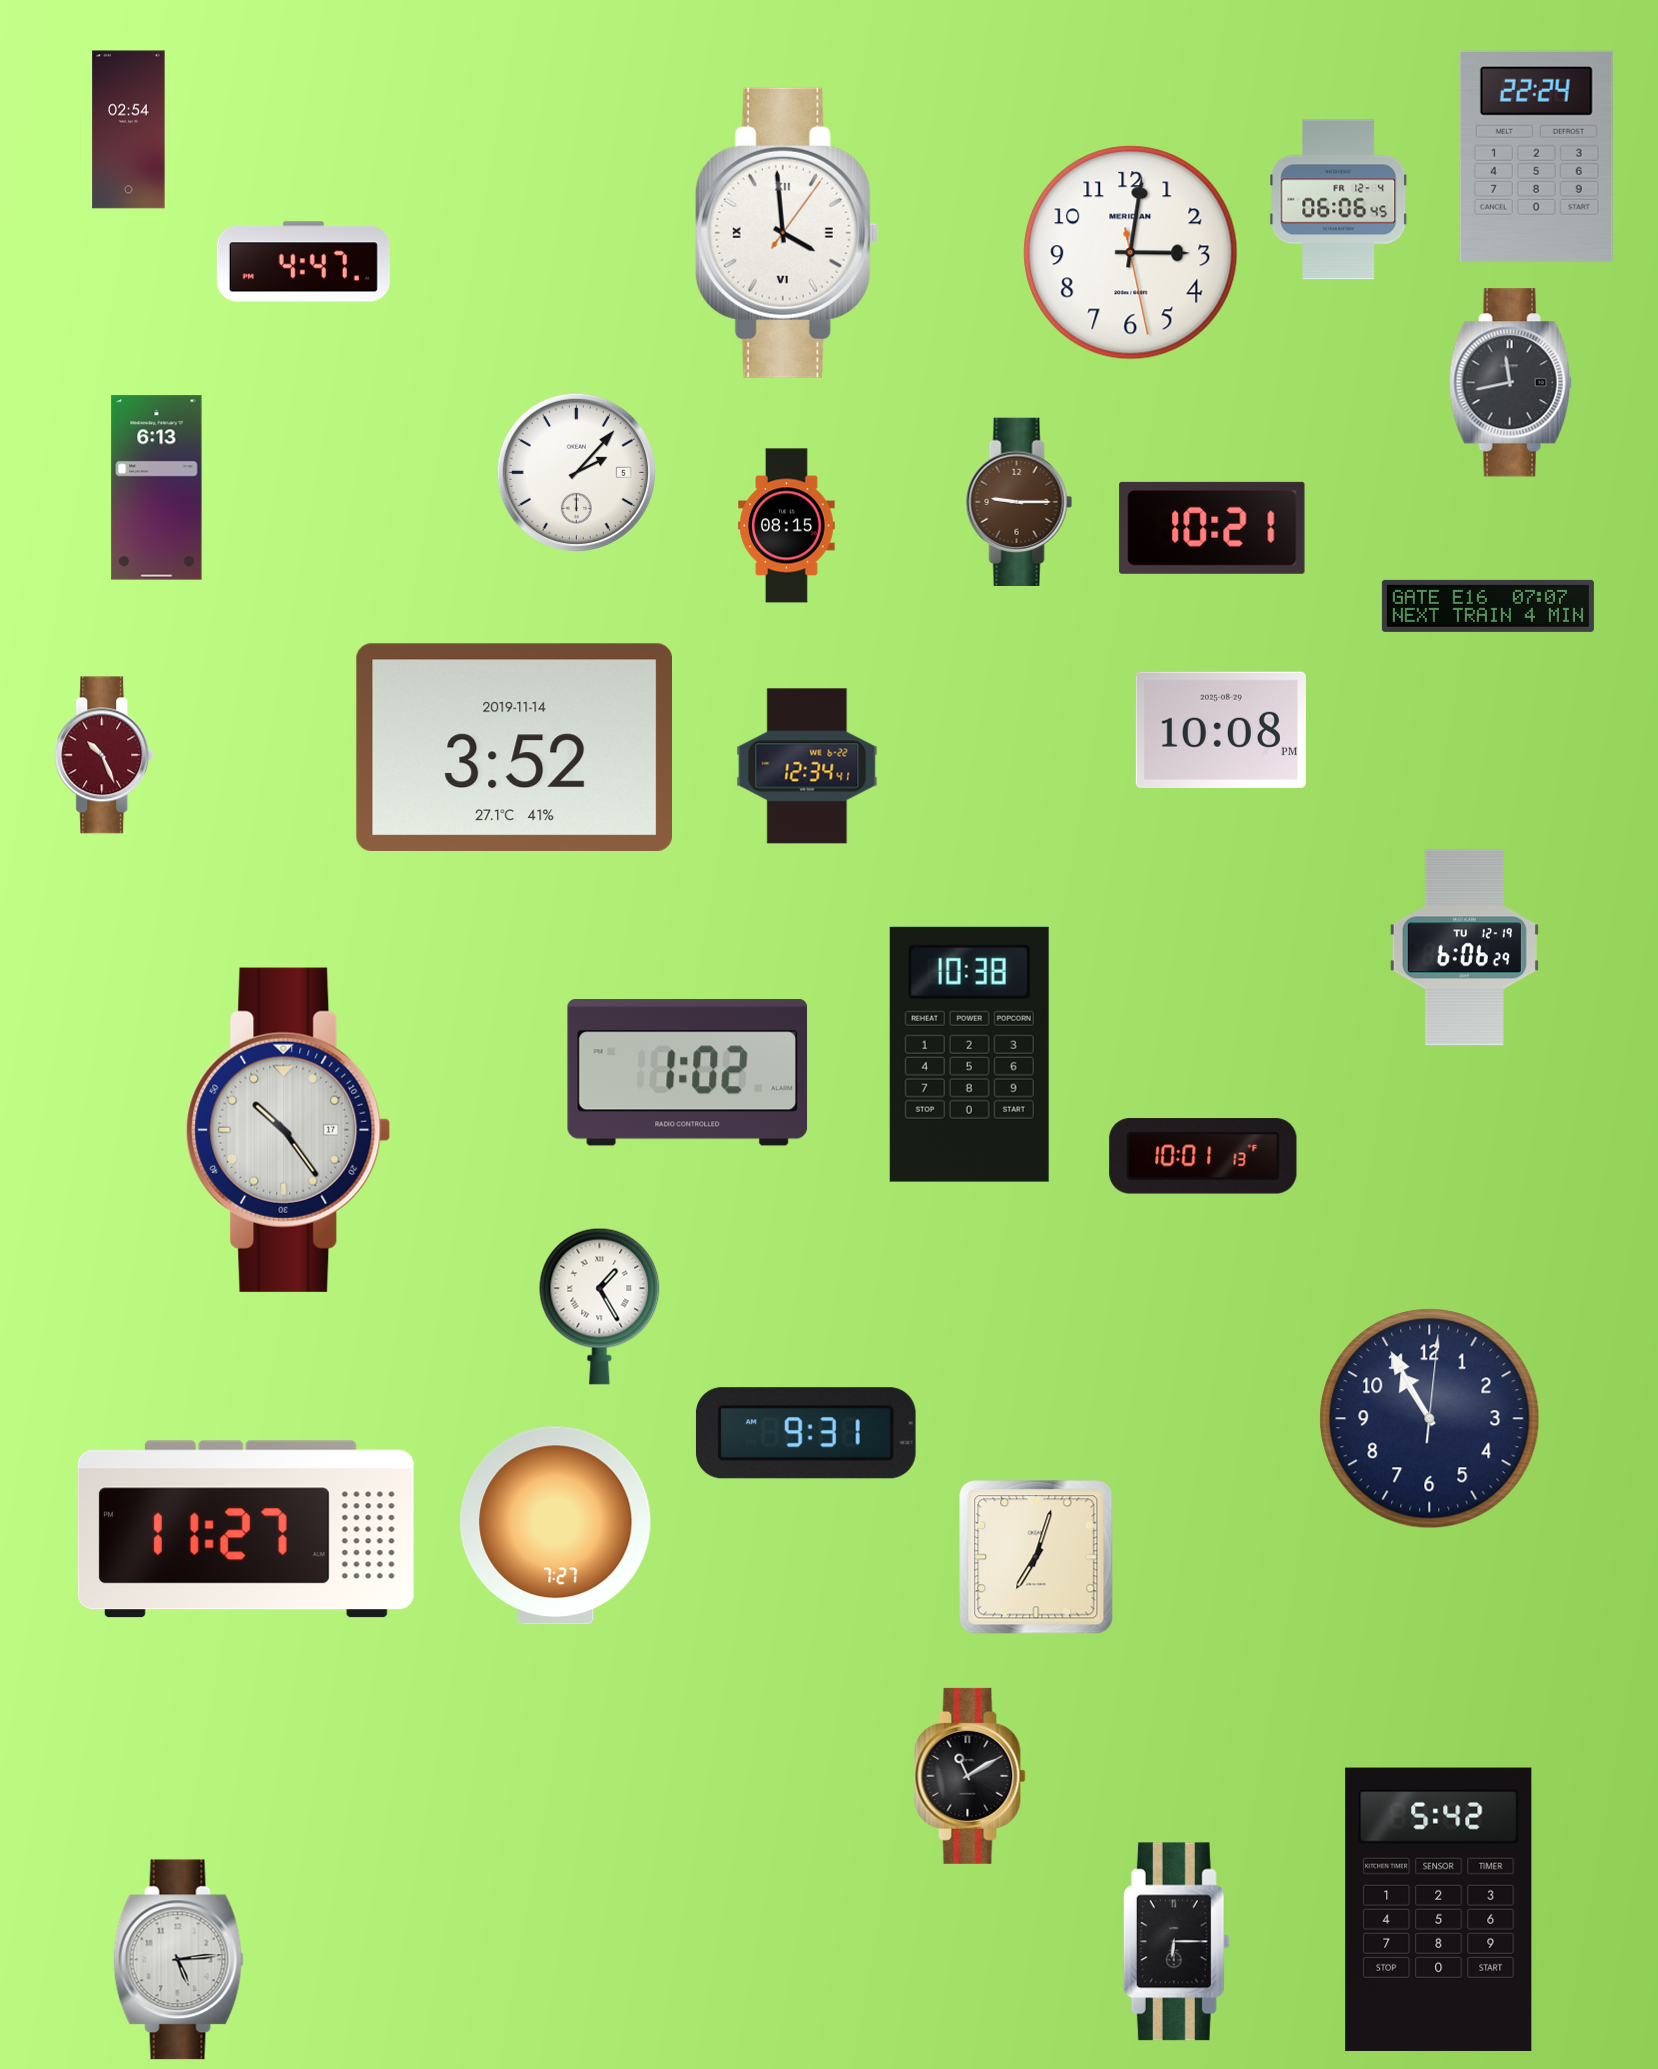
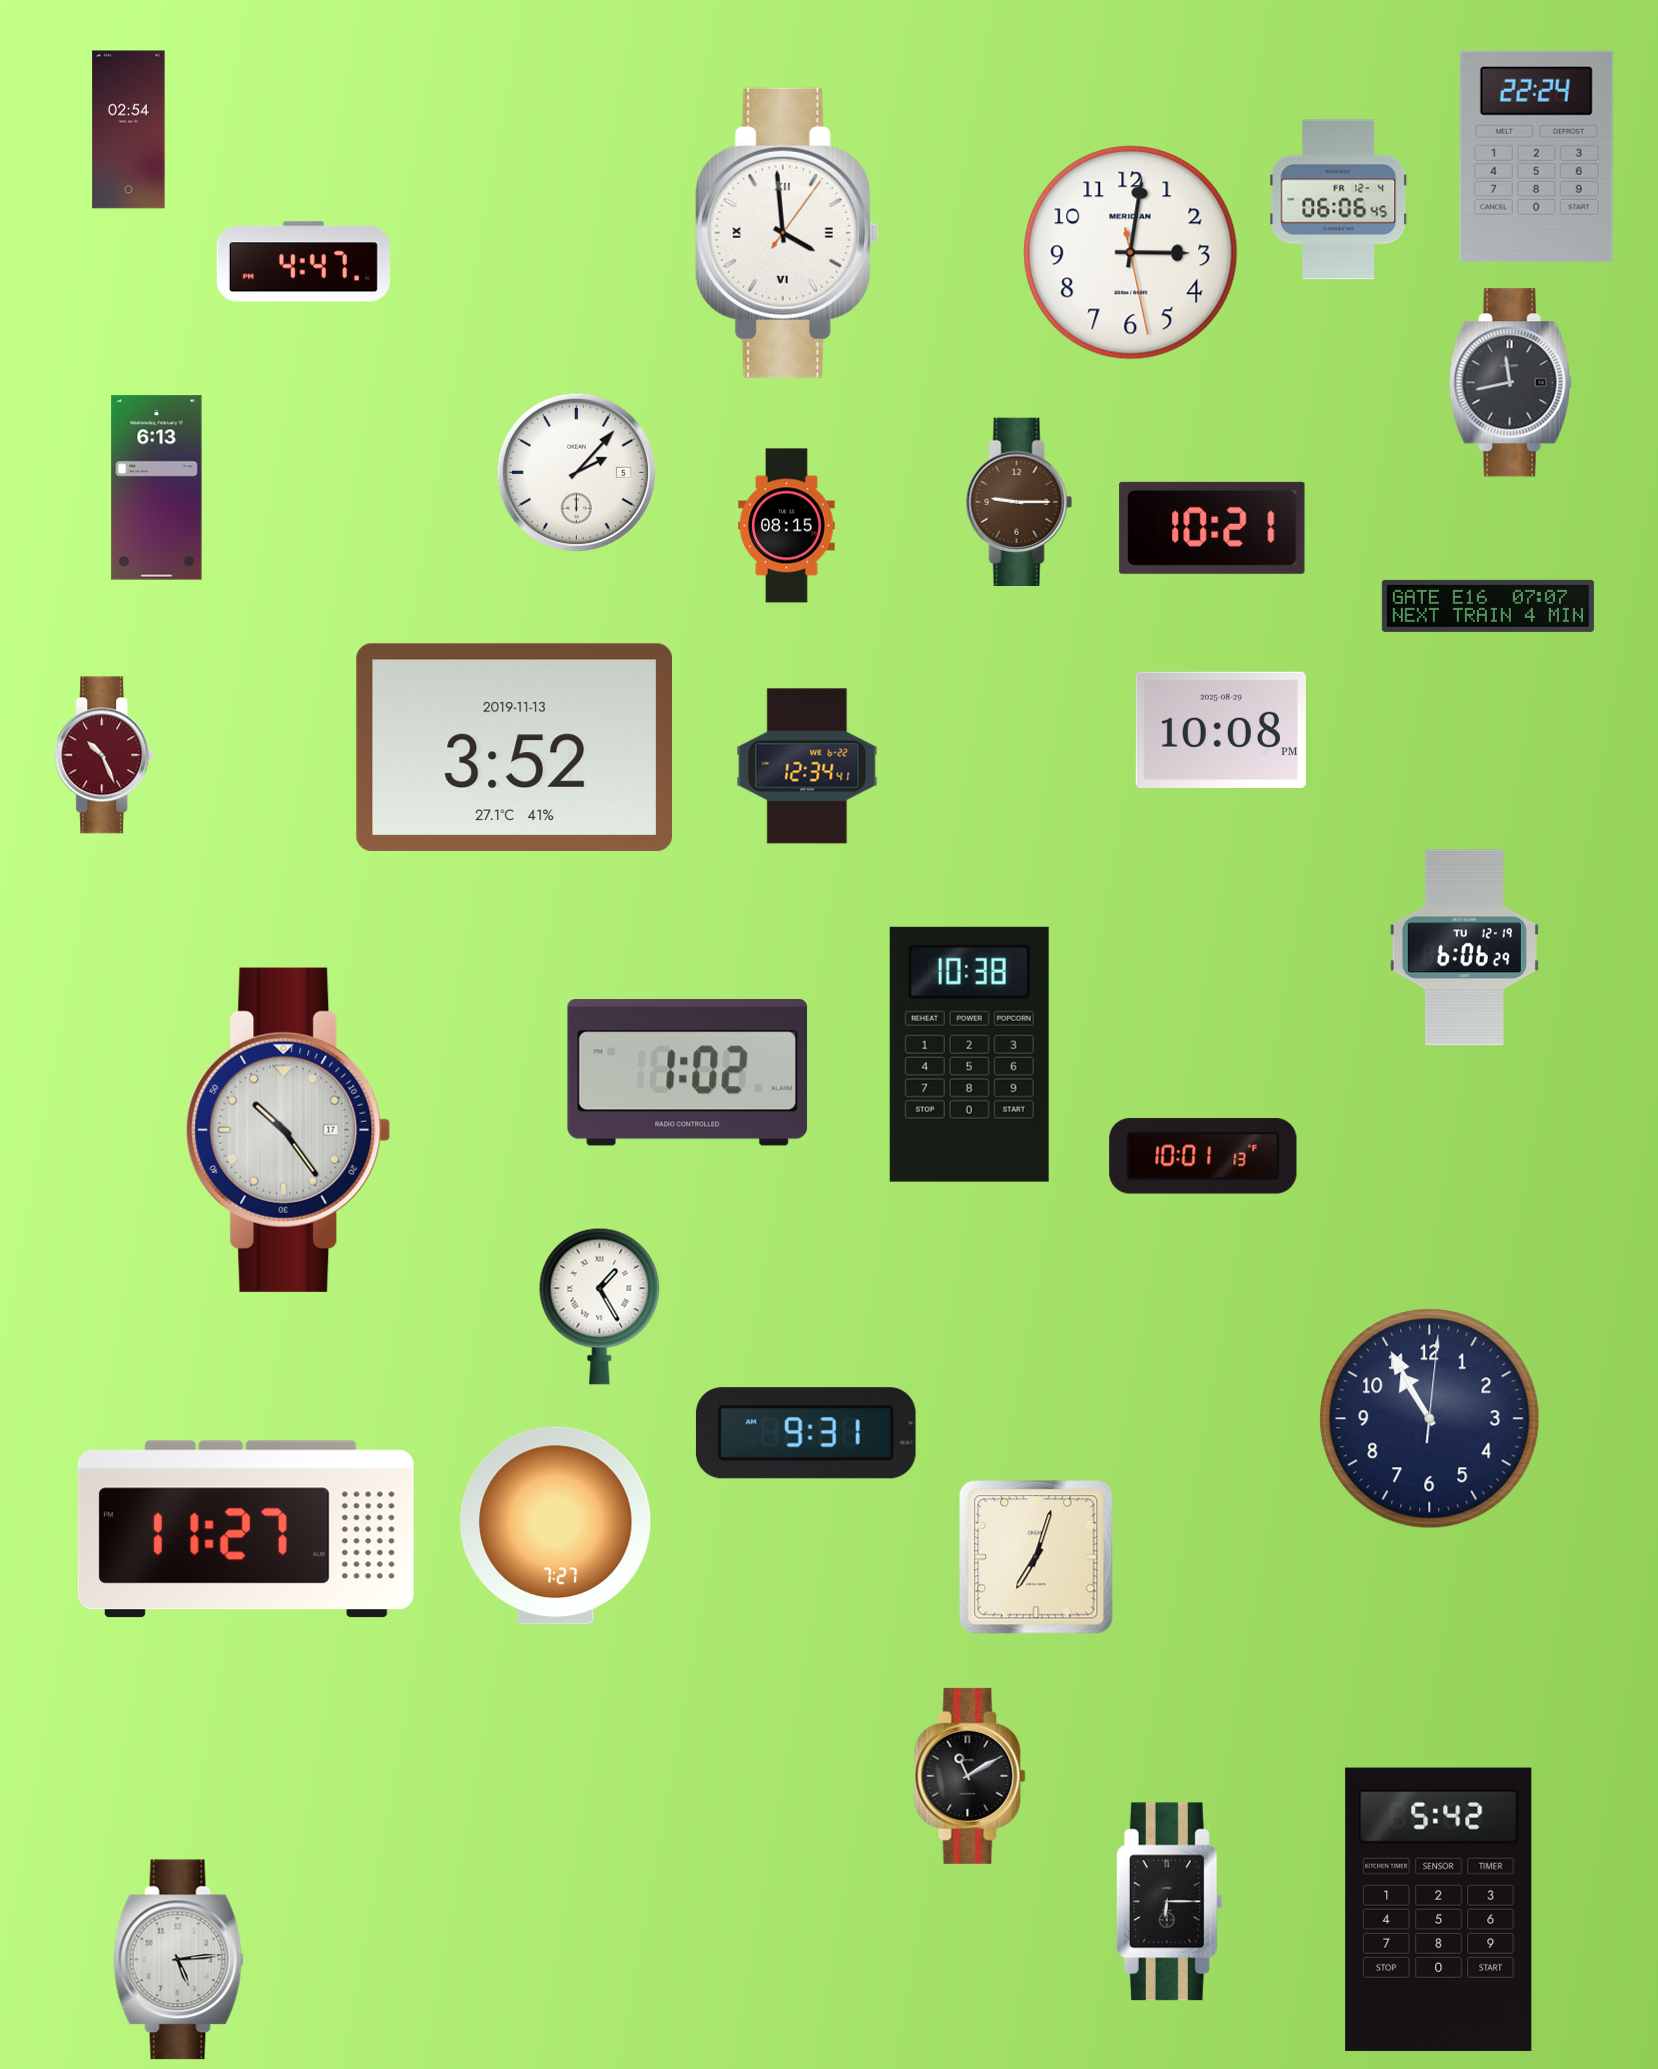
clock at (514, 747) date: 2019-11-14 -> 2019-11-13
clock at (1176, 1942) position: (1176, 1942) -> (1169, 1902)
